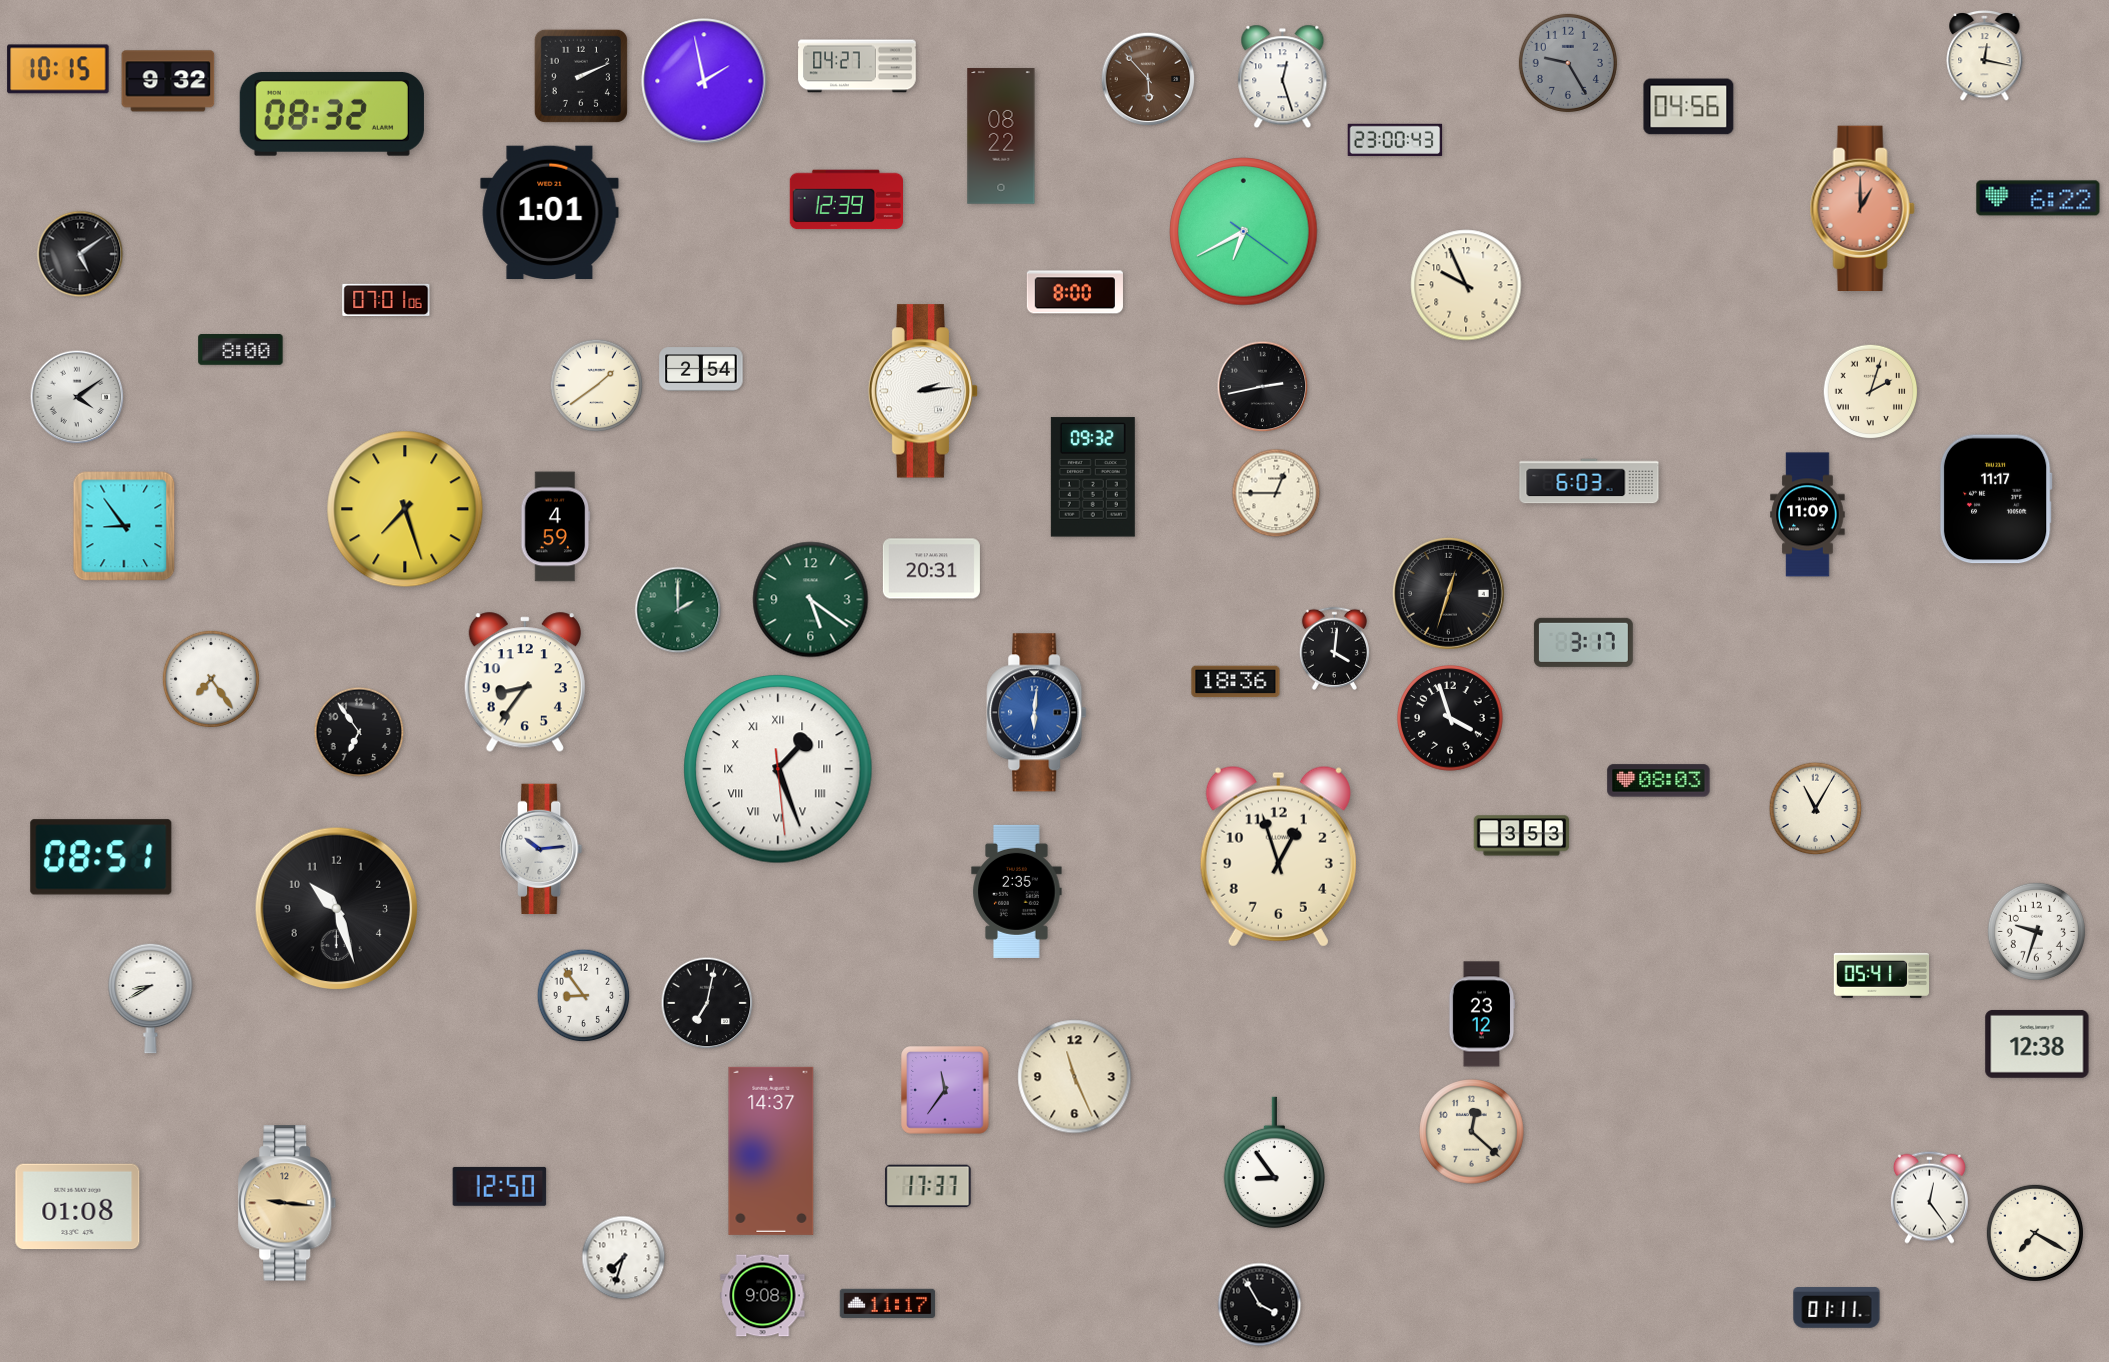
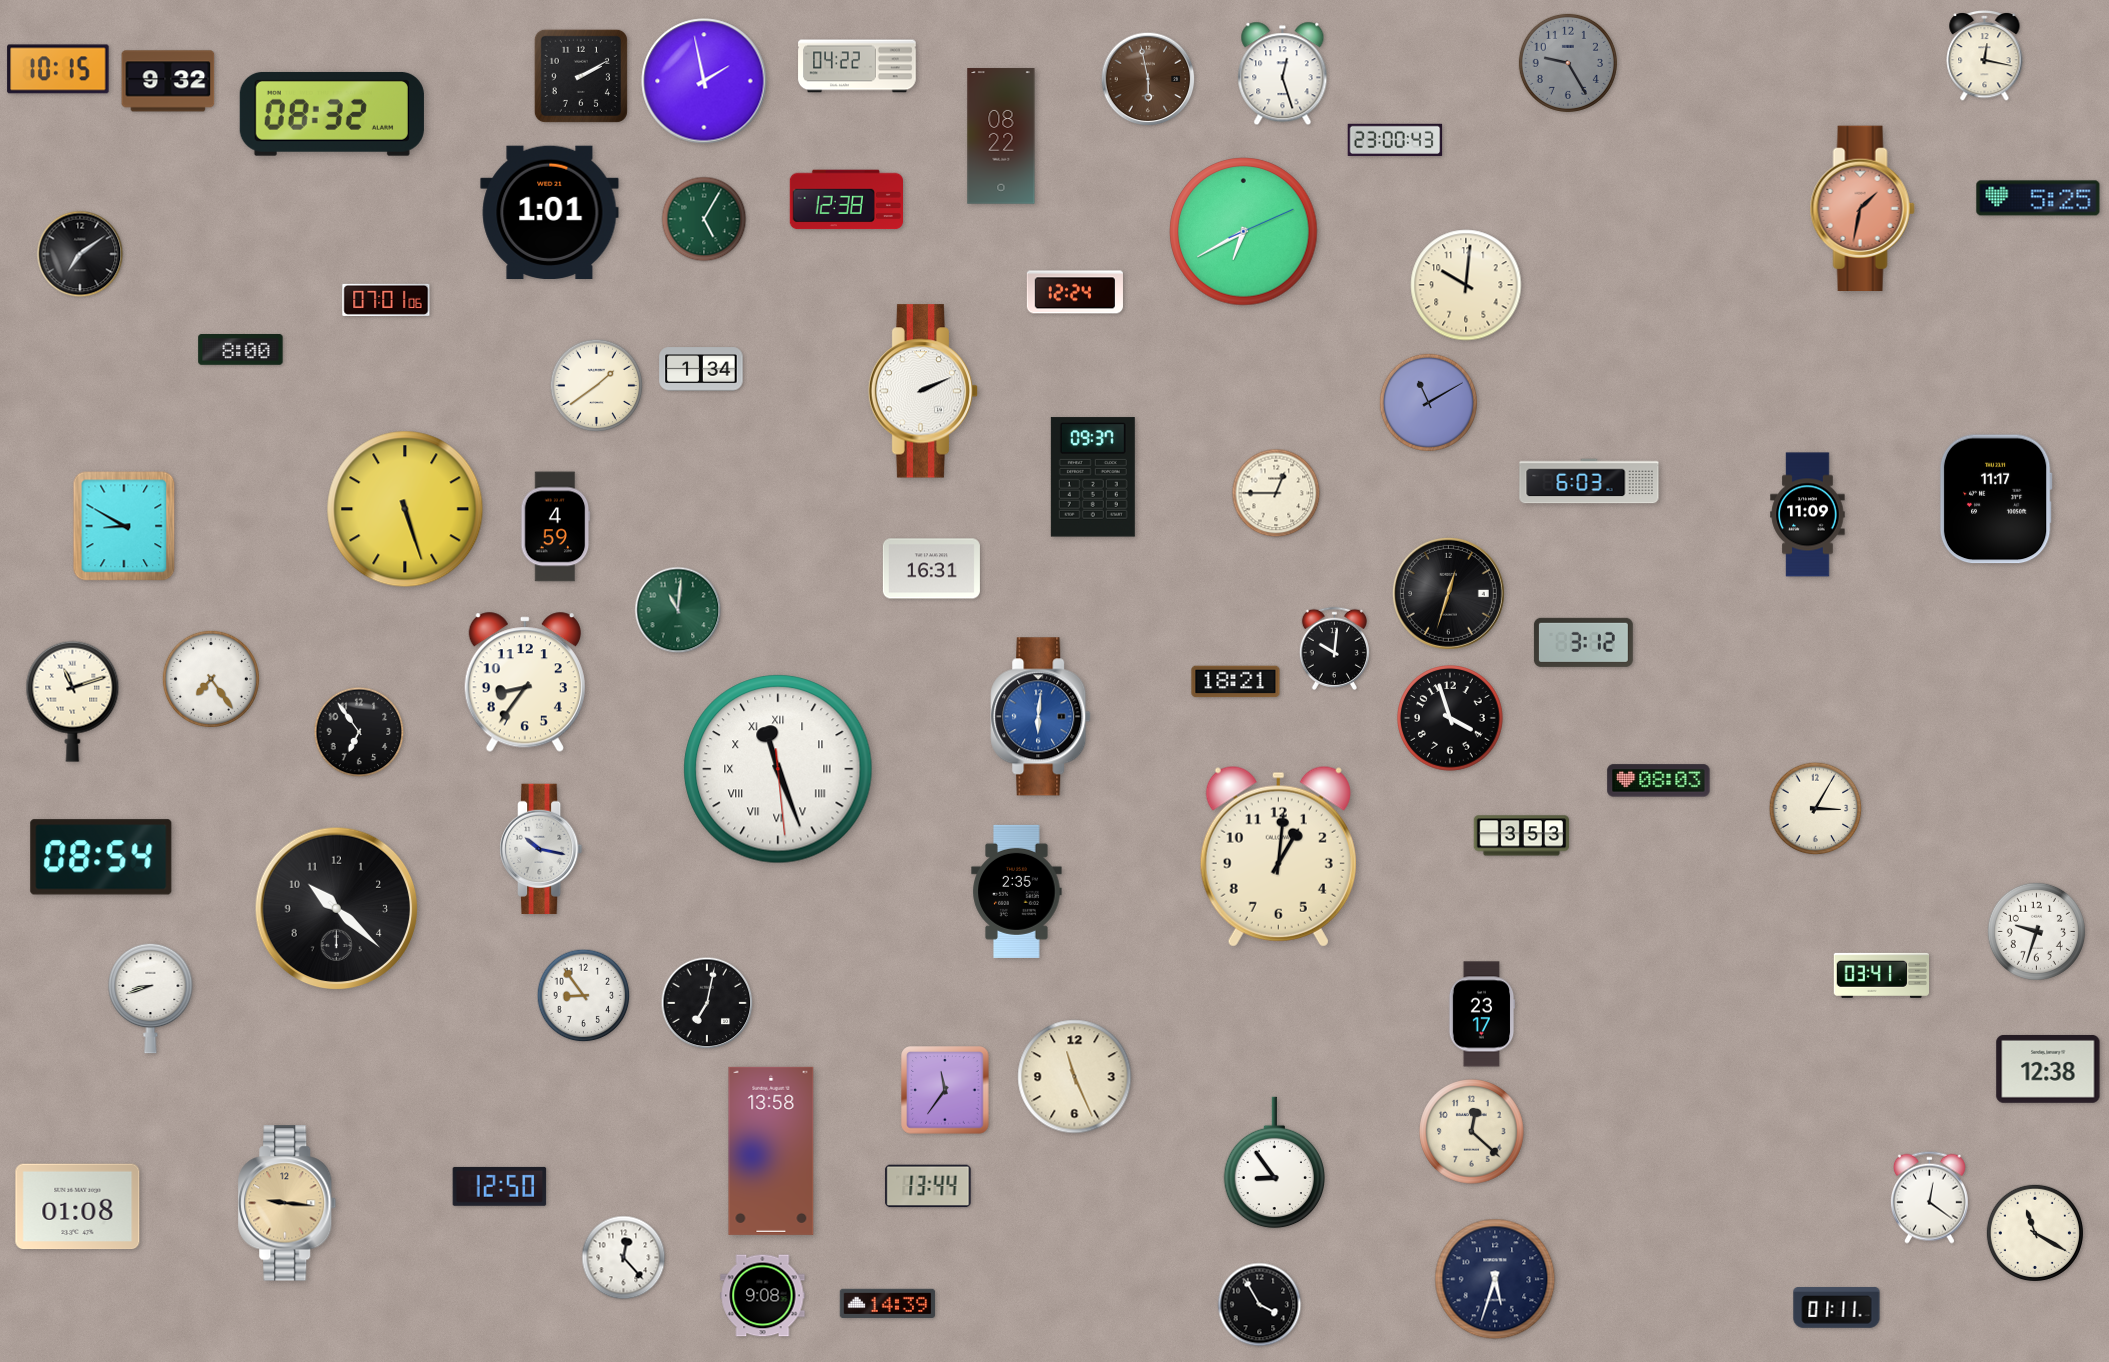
clock at (857, 66): 04:27 -> 04:22
clock at (581, 76): 2:11 -> 2:10
clock at (1283, 77) position: (1283, 77) -> (1283, 74)
clock at (1148, 79): 5:53 -> 5:58
clock at (1689, 107): 04:56 -> none
clock at (2038, 198): 6:22 -> 5:25
clock at (846, 200): 12:39 -> 12:38
clock at (1862, 208): 1:00 -> 1:32
clock at (704, 219): none -> 5:05
clock at (1244, 232): 6:40:21 -> 6:40:11
clock at (80, 254): 5:09 -> 7:09
clock at (1466, 285): 9:56 -> 10:01
clock at (1075, 292): 8:00 -> 12:24
clock at (701, 369): 2:54 -> 1:34
clock at (1263, 387): 2:43 -> none
clock at (923, 391): 2:14 -> 2:11
clock at (1871, 392): 2:03 -> none
clock at (77, 397): 4:09 -> none
clock at (1428, 402): none -> 11:10
clock at (1093, 477): 09:32 -> 09:37
clock at (405, 509): 7:27 -> 5:27
clock at (124, 526): 8:54 -> 8:50
clock at (931, 569): 20:31 -> 16:31
clock at (811, 600): 5:21 -> none
clock at (678, 610): 2:00 -> 11:01
clock at (1583, 642): 3:17 -> 3:12
clock at (1334, 648): 4:01 -> 10:01
clock at (1236, 682): 18:36 -> 18:21
clock at (73, 701): none -> 11:12
clock at (1037, 713) position: (1037, 713) -> (1041, 717)
clock at (778, 769): 1:26 -> 11:26
clock at (1816, 809): 11:05 -> 3:05
clock at (542, 849): 10:14 -> 10:17
clock at (1278, 856): 12:57 -> 1:01
clock at (101, 857): 08:51 -> 08:54
clock at (337, 909): 10:27 -> 10:22
clock at (1882, 975): 05:41 -> 03:41
clock at (151, 998): 8:40 -> 8:42
clock at (1482, 1014): 23:12 -> 23:17
clock at (2037, 1044) position: (2037, 1044) -> (2048, 1069)
clock at (771, 1151): 14:37 -> 13:58
clock at (928, 1186): 17:37 -> 13:44
clock at (1929, 1197): 12:24 -> 12:21
clock at (2035, 1233): 7:20 -> 11:20
clock at (624, 1258): 7:33 -> 12:23
clock at (1495, 1279): none -> 5:33
clock at (888, 1303): 11:17 -> 14:39
